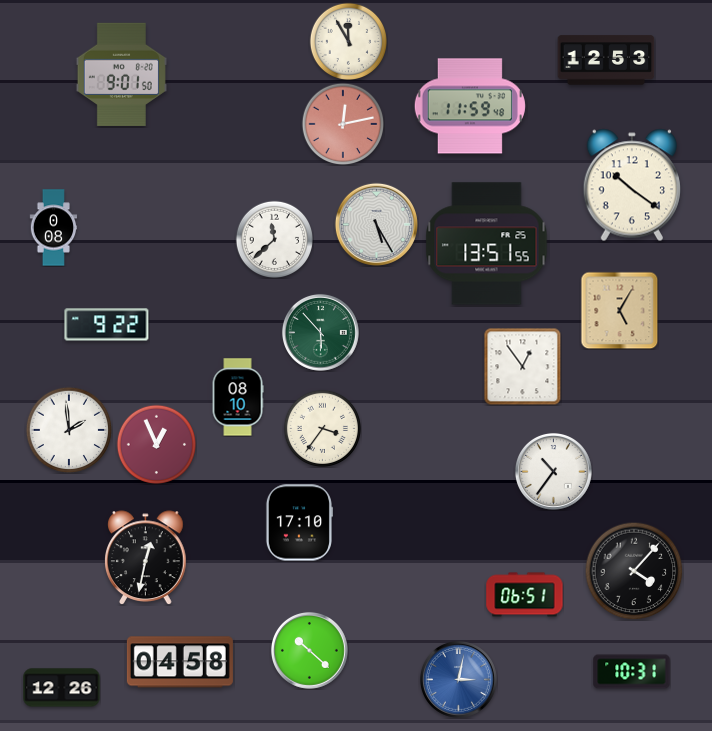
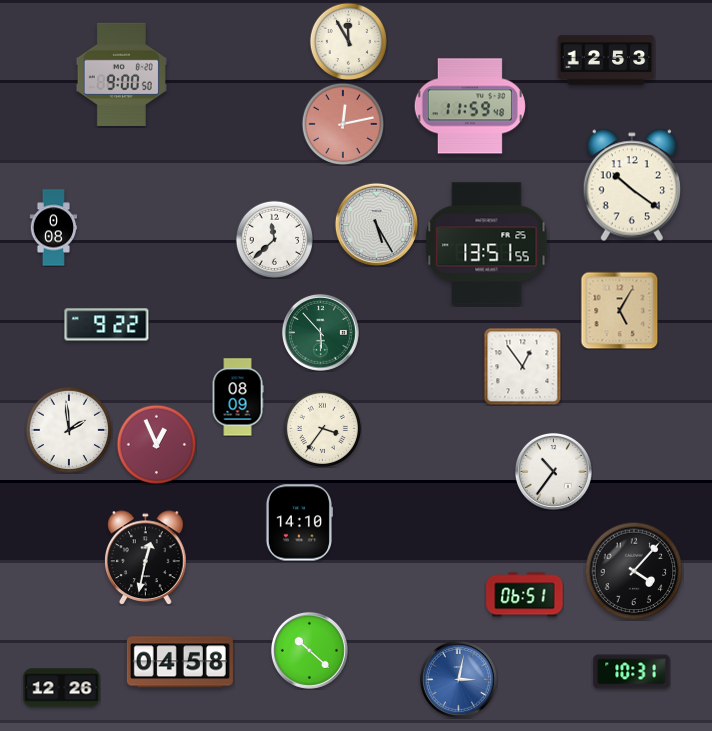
clock at (121, 74): 9:01 -> 9:00
clock at (238, 397): 08:10 -> 08:09
clock at (299, 523): 17:10 -> 14:10
